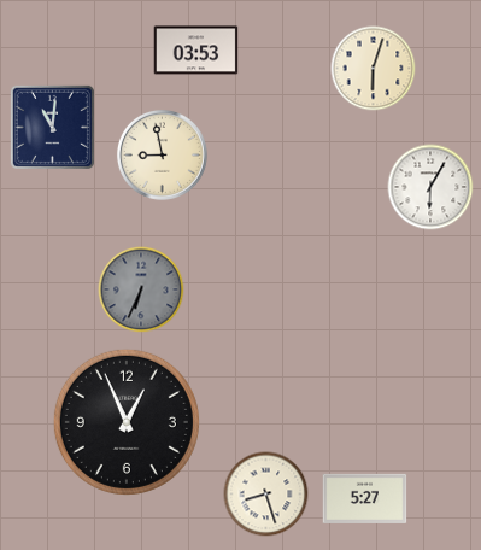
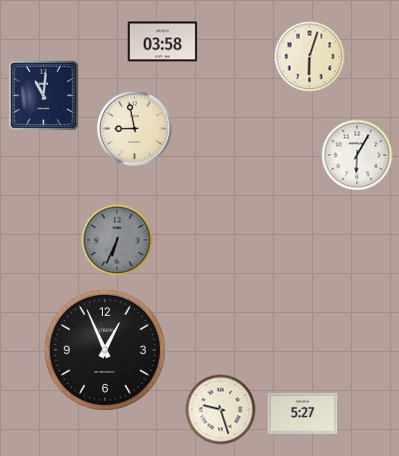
clock at (196, 51): 03:53 -> 03:58
clock at (52, 127) position: (52, 127) -> (43, 95)
clock at (266, 495): 8:27 -> 9:27
